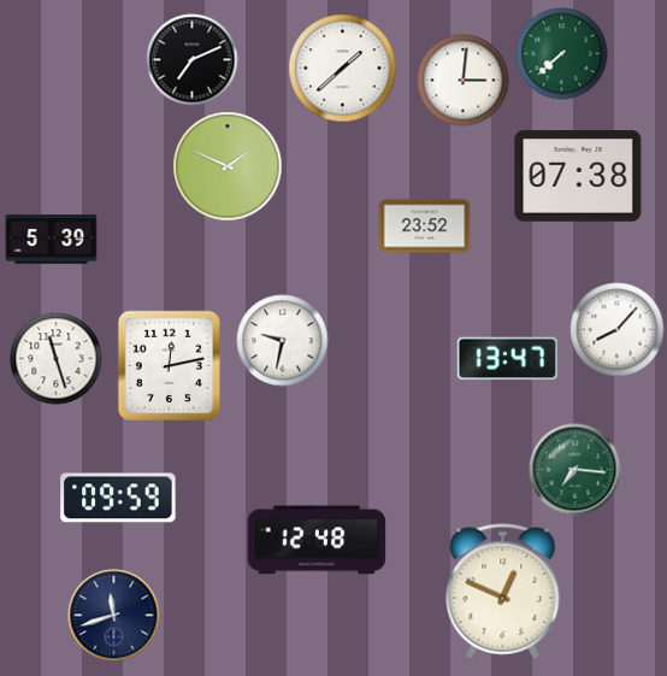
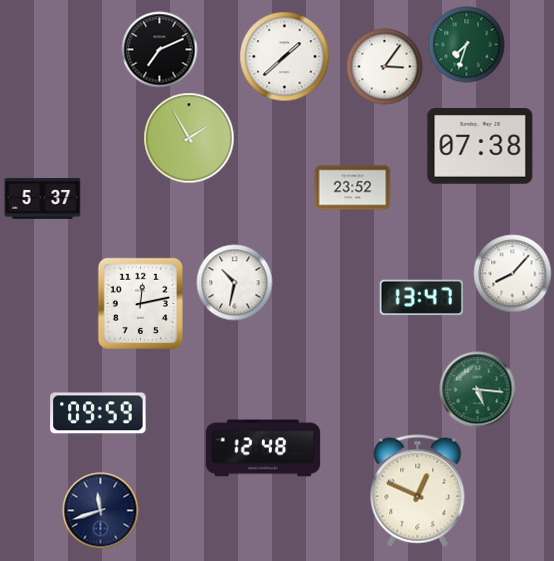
clock at (562, 54): 7:38 -> 7:33
clock at (464, 81): 3:01 -> 3:06
clock at (228, 166): 1:49 -> 1:55
clock at (52, 240): 5:39 -> 5:37
clock at (283, 341): 9:32 -> 10:32
clock at (57, 359): 11:27 -> none
clock at (575, 470): 7:16 -> 5:16
clock at (114, 616) position: (114, 616) -> (101, 511)
